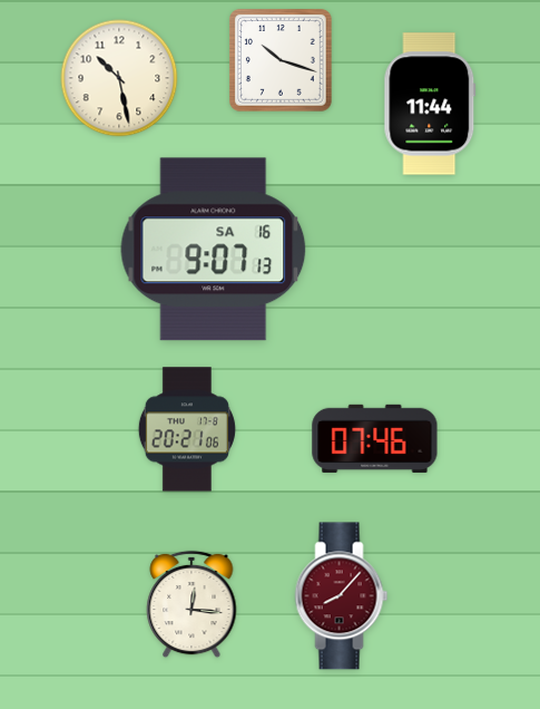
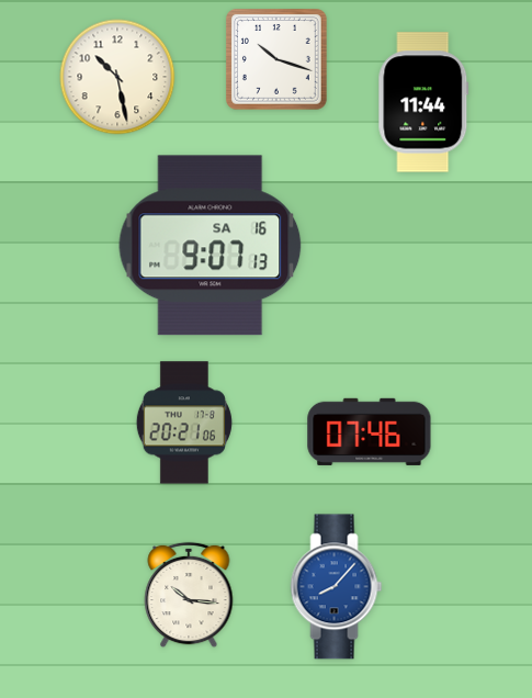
clock at (342, 596) dial: burgundy -> blue
clock at (192, 604): 12:16 -> 10:16
